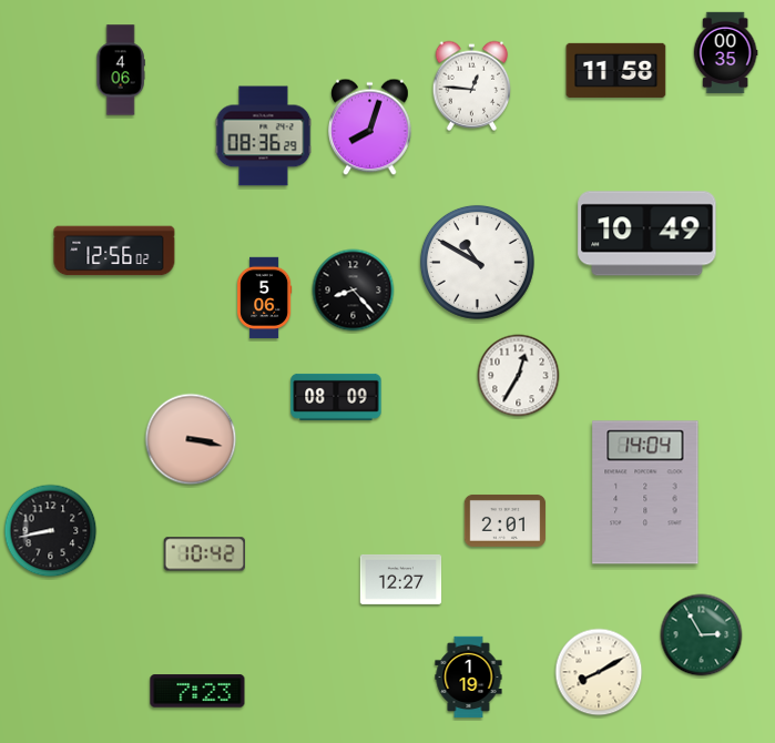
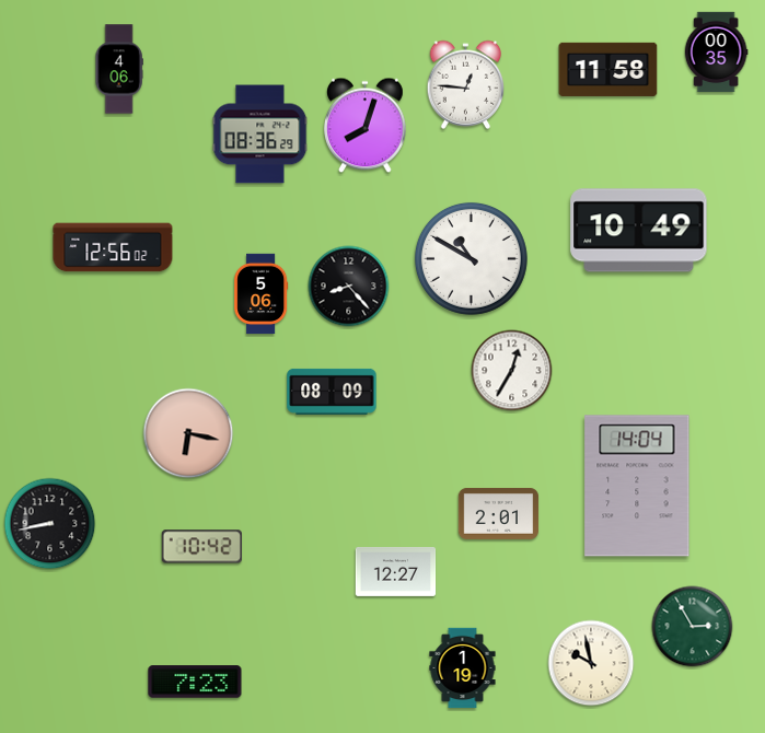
clock at (191, 439): 3:17 -> 6:17
clock at (599, 672): 8:10 -> 9:58
